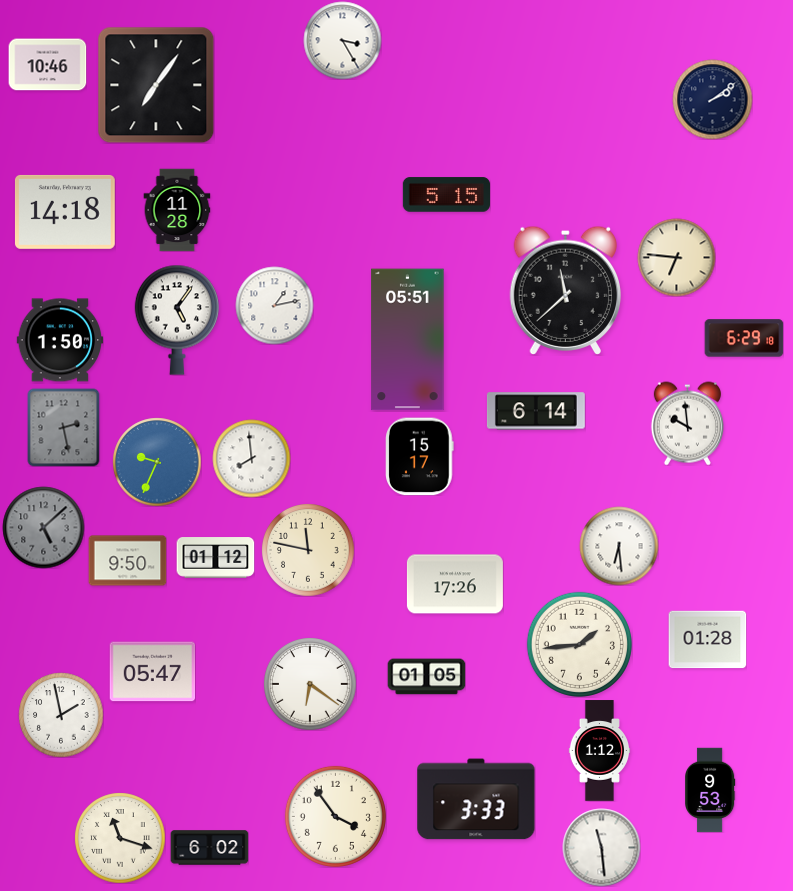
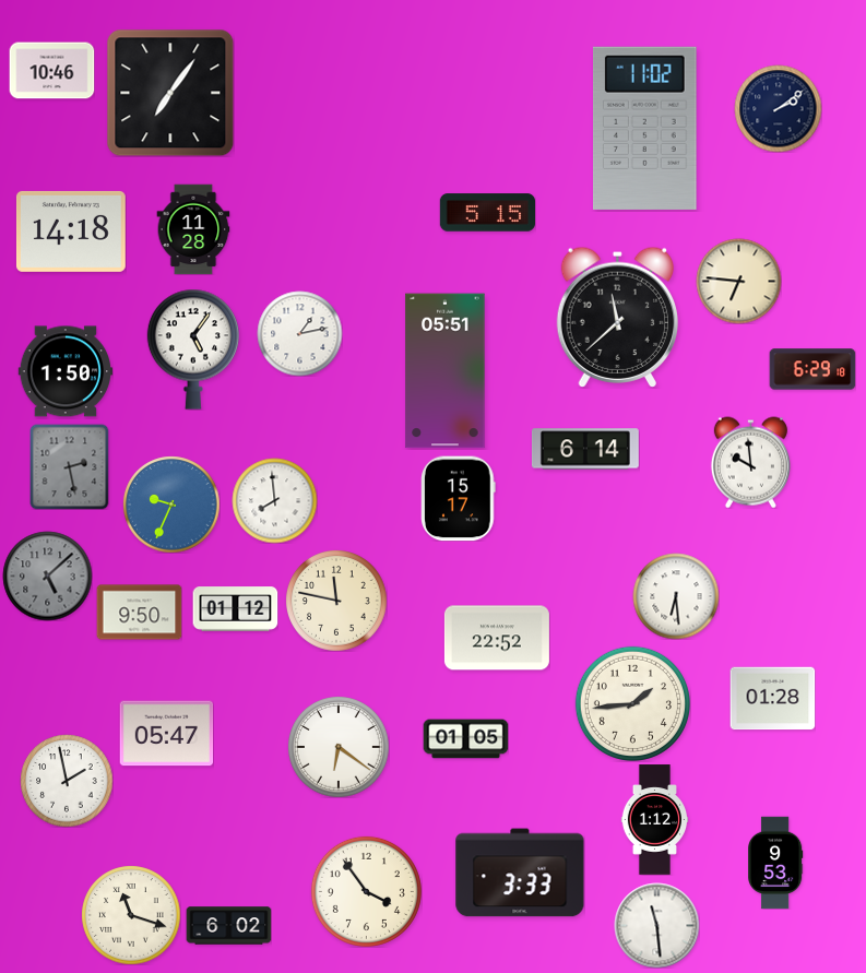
clock at (342, 40): 3:25 -> none
clock at (645, 128): none -> 11:02
clock at (455, 584): 17:26 -> 22:52
